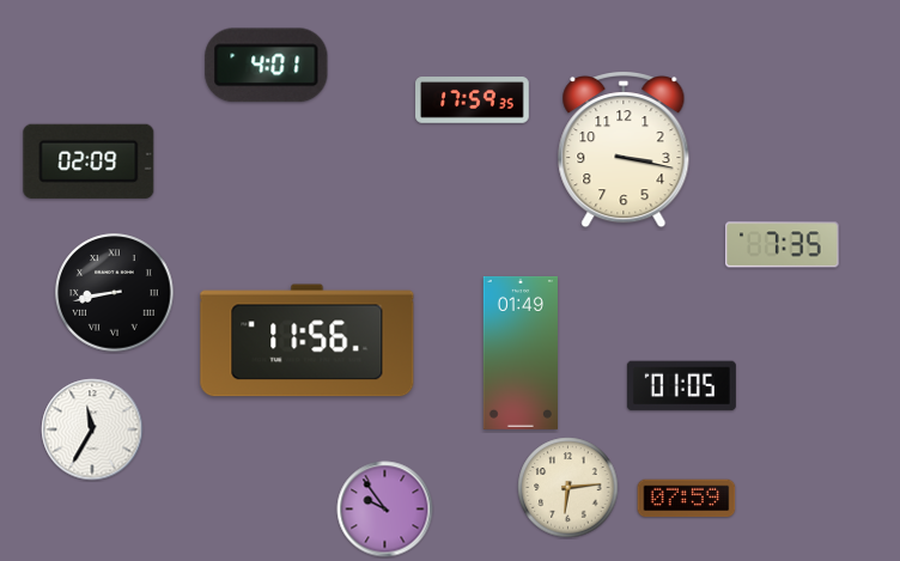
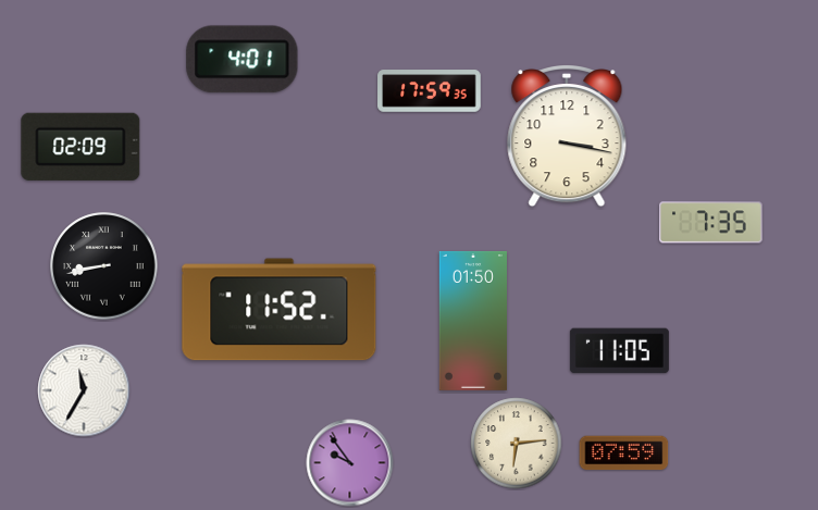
clock at (308, 341): 11:56 -> 11:52
clock at (519, 353): 01:49 -> 01:50
clock at (681, 386): 01:05 -> 11:05
